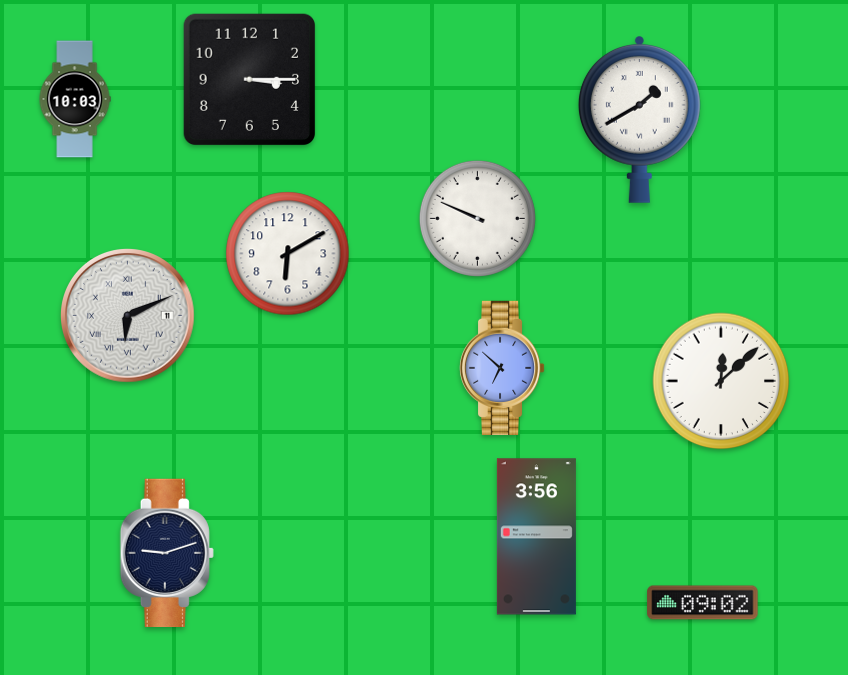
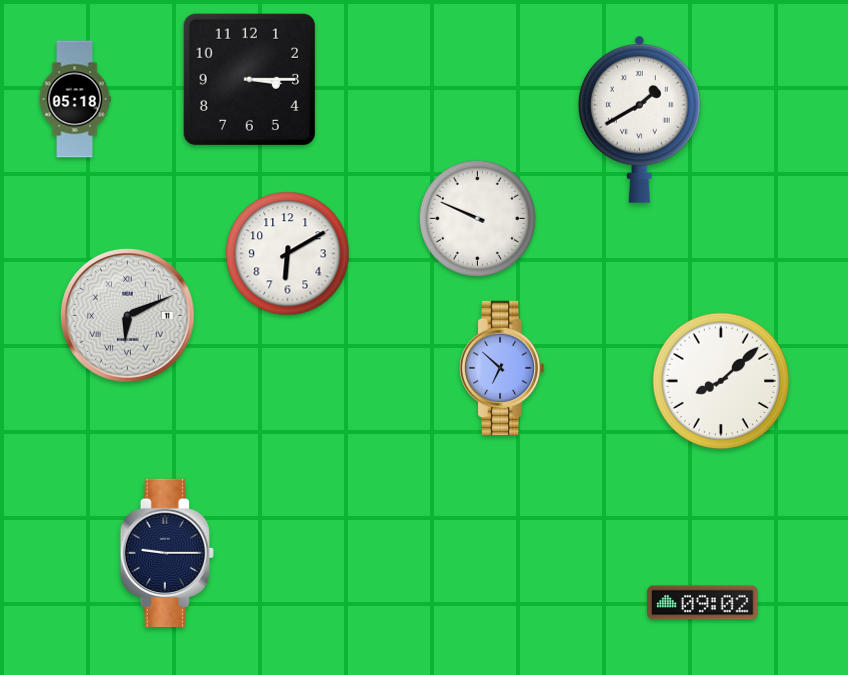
clock at (75, 99): 10:03 -> 05:18
clock at (721, 381): 12:08 -> 8:08
clock at (536, 537): 3:56 -> none
clock at (167, 552): 9:12 -> 9:15
